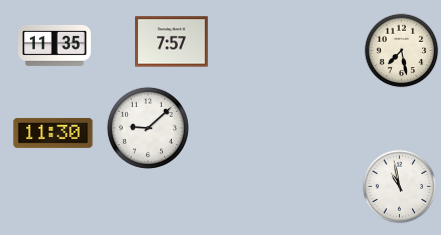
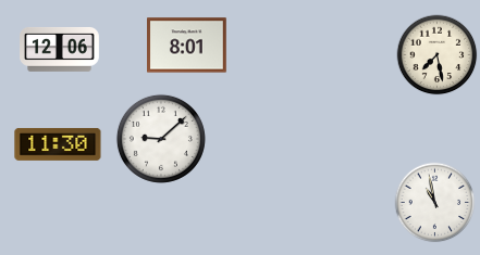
clock at (172, 42): 7:57 -> 8:01
clock at (55, 46): 11:35 -> 12:06
